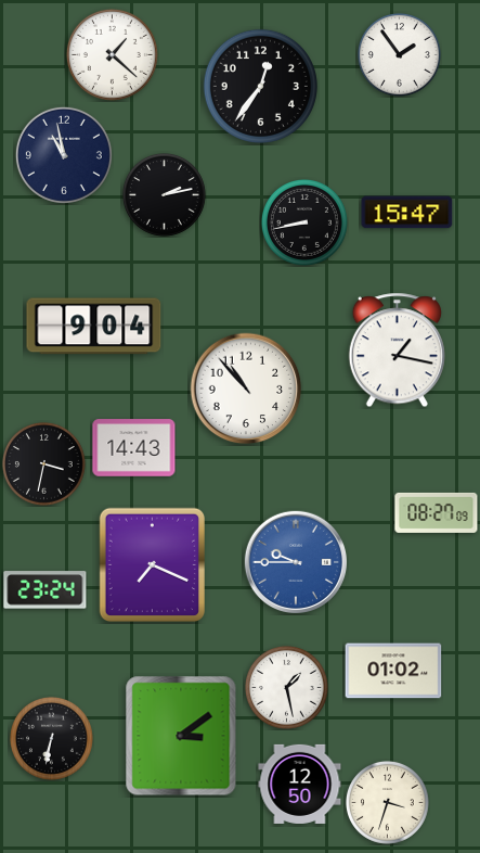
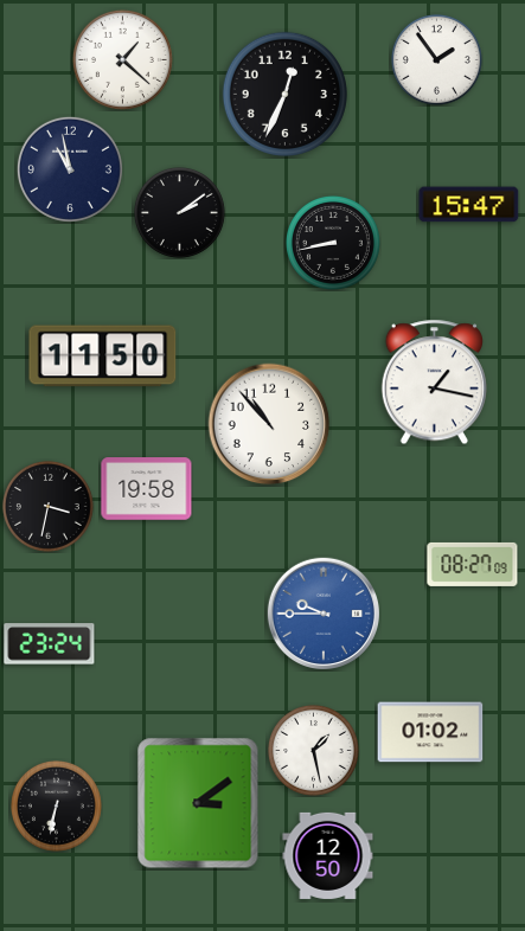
clock at (260, 86): 12:36 -> 12:34
clock at (165, 195): 2:13 -> 2:09
clock at (407, 213) position: (407, 213) -> (469, 205)
clock at (94, 327): 9:04 -> 11:50
clock at (134, 448): 14:43 -> 19:58
clock at (437, 512) position: (437, 512) -> (473, 564)
clock at (152, 565): 7:19 -> none
clock at (388, 803): 3:33 -> none
